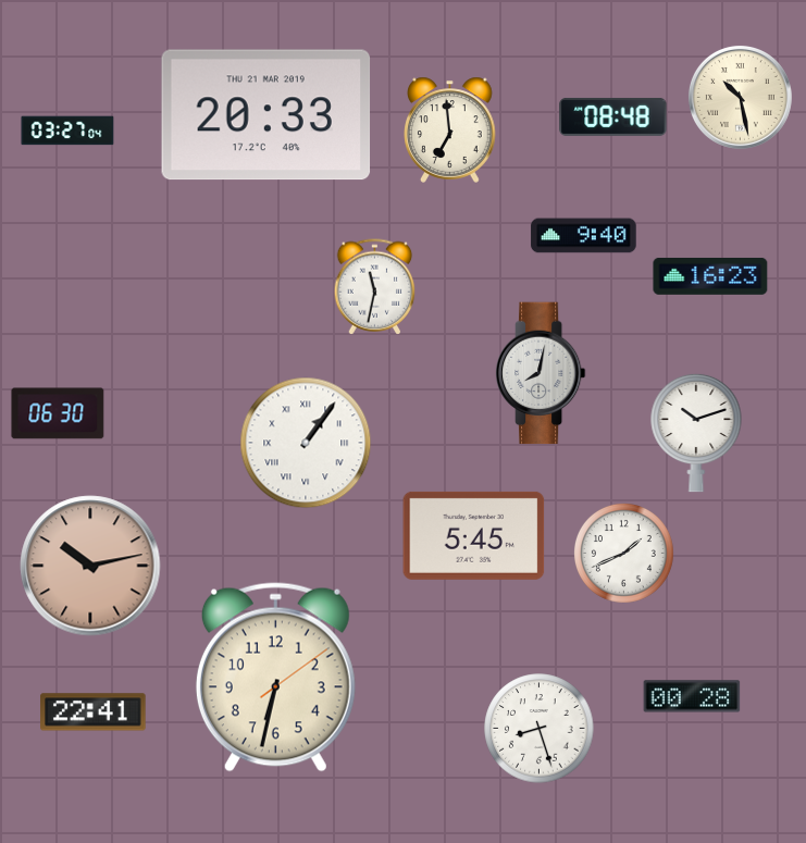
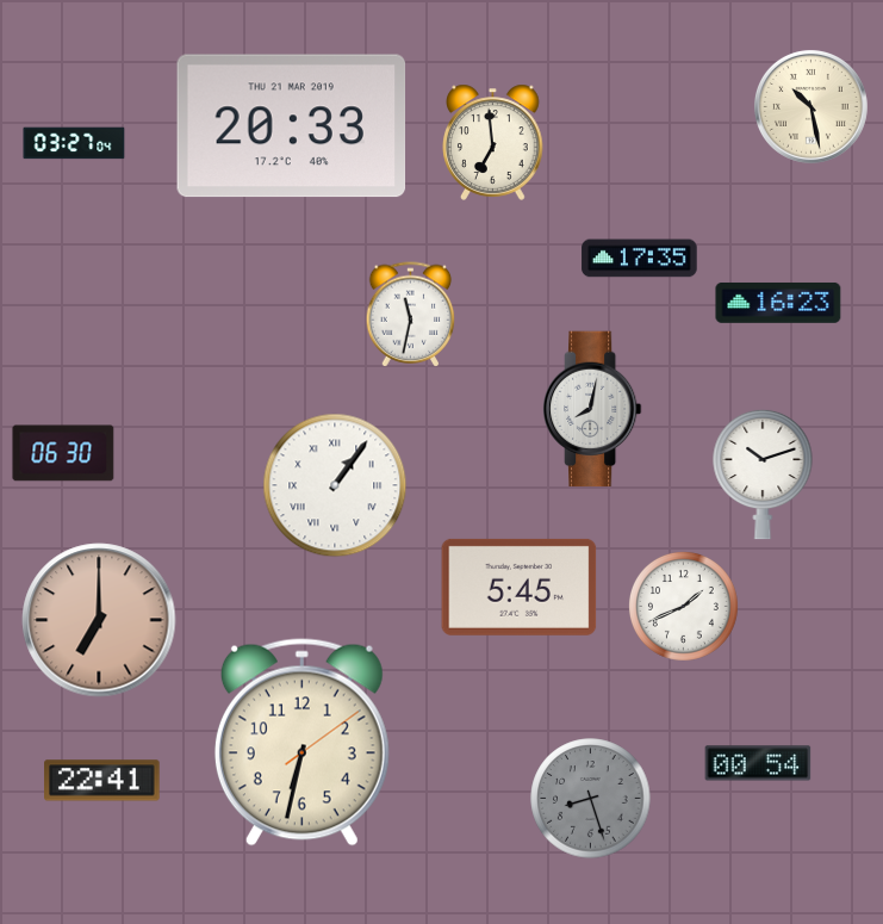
clock at (613, 116): 08:48 -> none
clock at (584, 236): 9:40 -> 17:35
clock at (90, 566): 10:13 -> 7:00
clock at (692, 696): 00:28 -> 00:54
clock at (540, 729) dial: white -> grey
